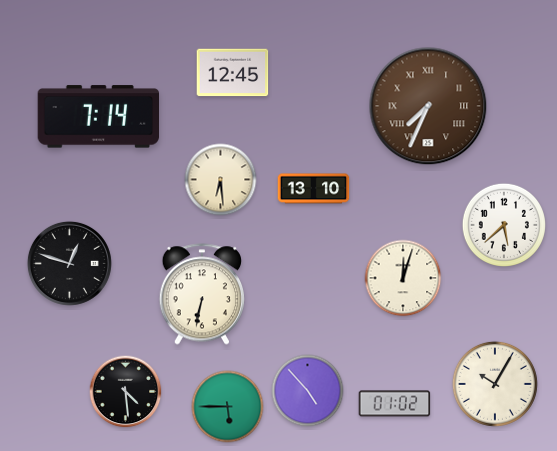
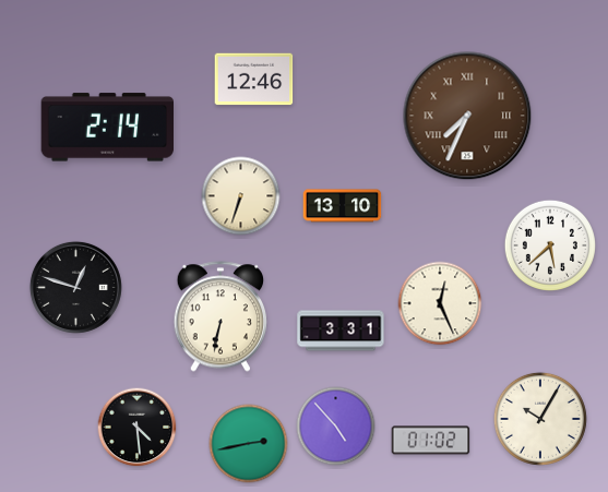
clock at (233, 73): 12:45 -> 12:46
clock at (98, 117): 7:14 -> 2:14
clock at (221, 180): 6:29 -> 6:33
clock at (403, 278): 12:03 -> 12:26
clock at (201, 294) position: (201, 294) -> (219, 316)
clock at (341, 331): none -> 3:31
clock at (228, 407): 5:45 -> 2:43
